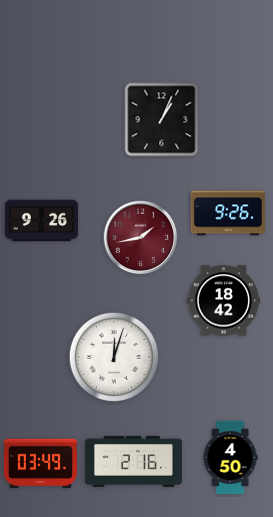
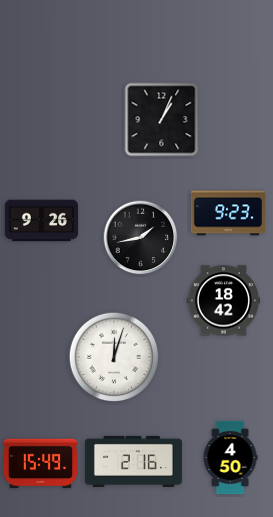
clock at (228, 213): 9:26 -> 9:23
clock at (141, 238) dial: burgundy -> black
clock at (41, 464): 03:49 -> 15:49
